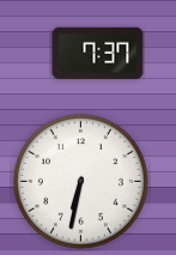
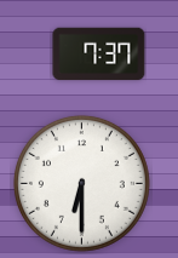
clock at (80, 181): 6:32 -> 6:30
